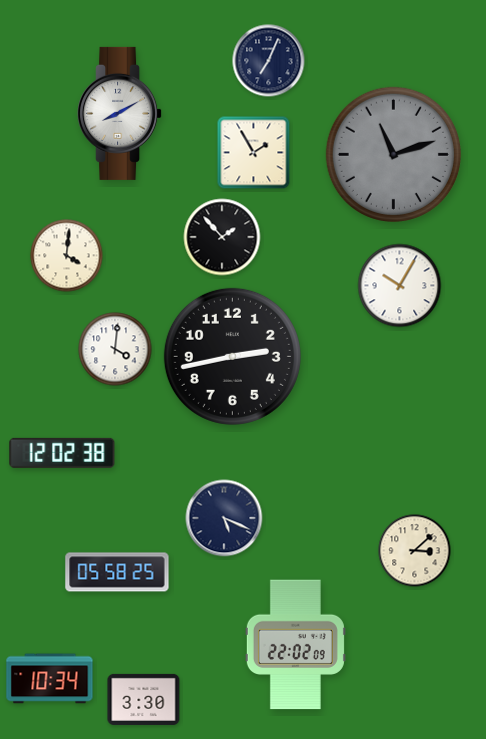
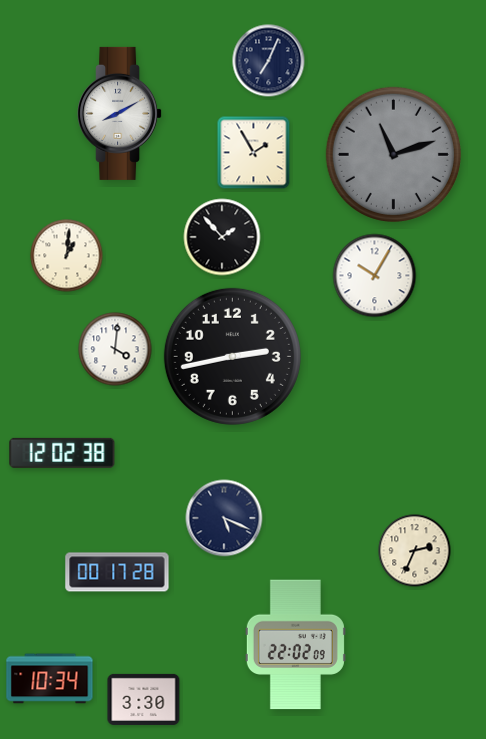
clock at (67, 256): 4:01 -> 1:01
clock at (400, 286) position: (400, 286) -> (375, 276)
clock at (415, 551): 3:08 -> 2:34
clock at (117, 572): 05:58 -> 00:17
